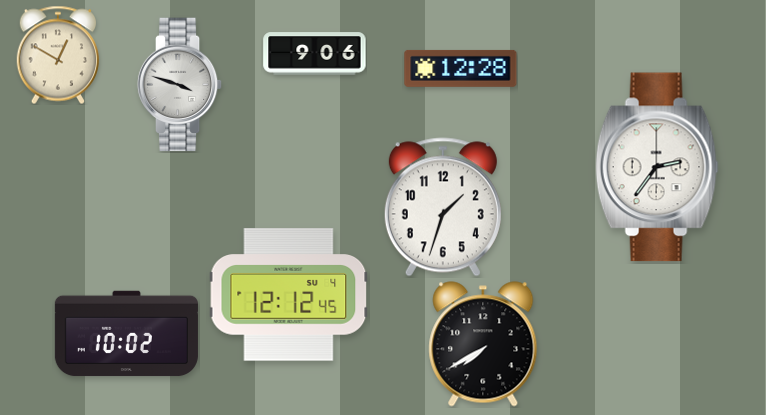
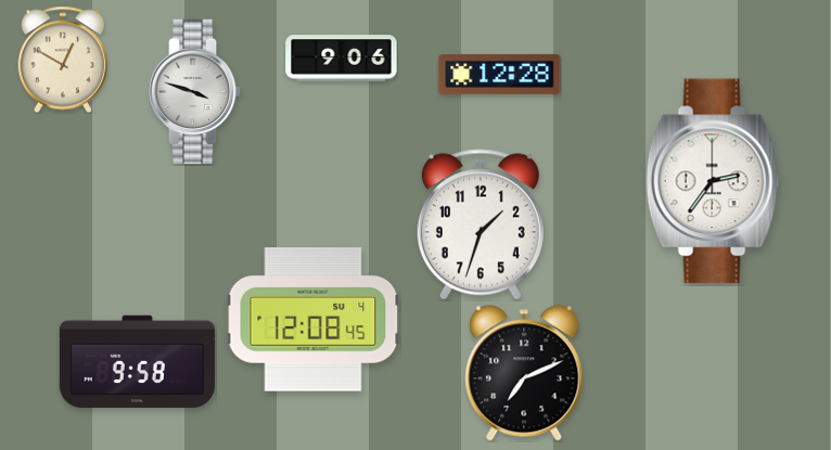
clock at (289, 295): 12:12 -> 12:08
clock at (126, 334): 10:02 -> 9:58
clock at (483, 344): 7:40 -> 7:11
